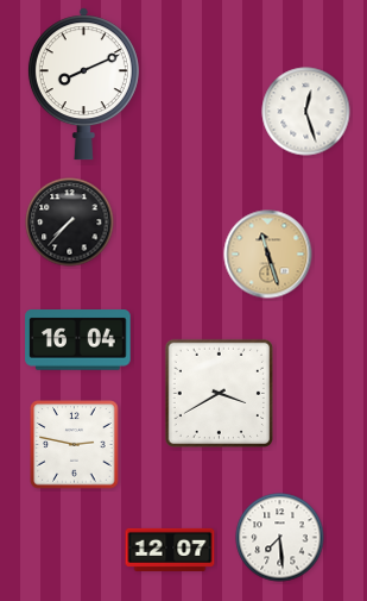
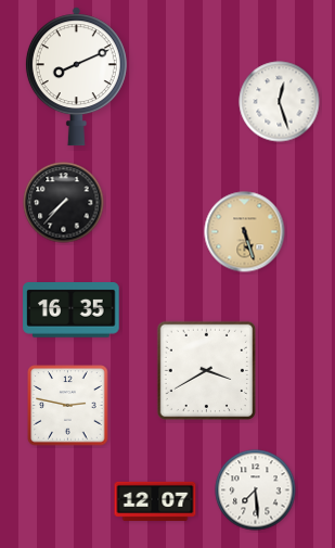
clock at (268, 255): 11:27 -> 5:27
clock at (78, 340): 16:04 -> 16:35
clock at (219, 393) position: (219, 393) -> (206, 370)
